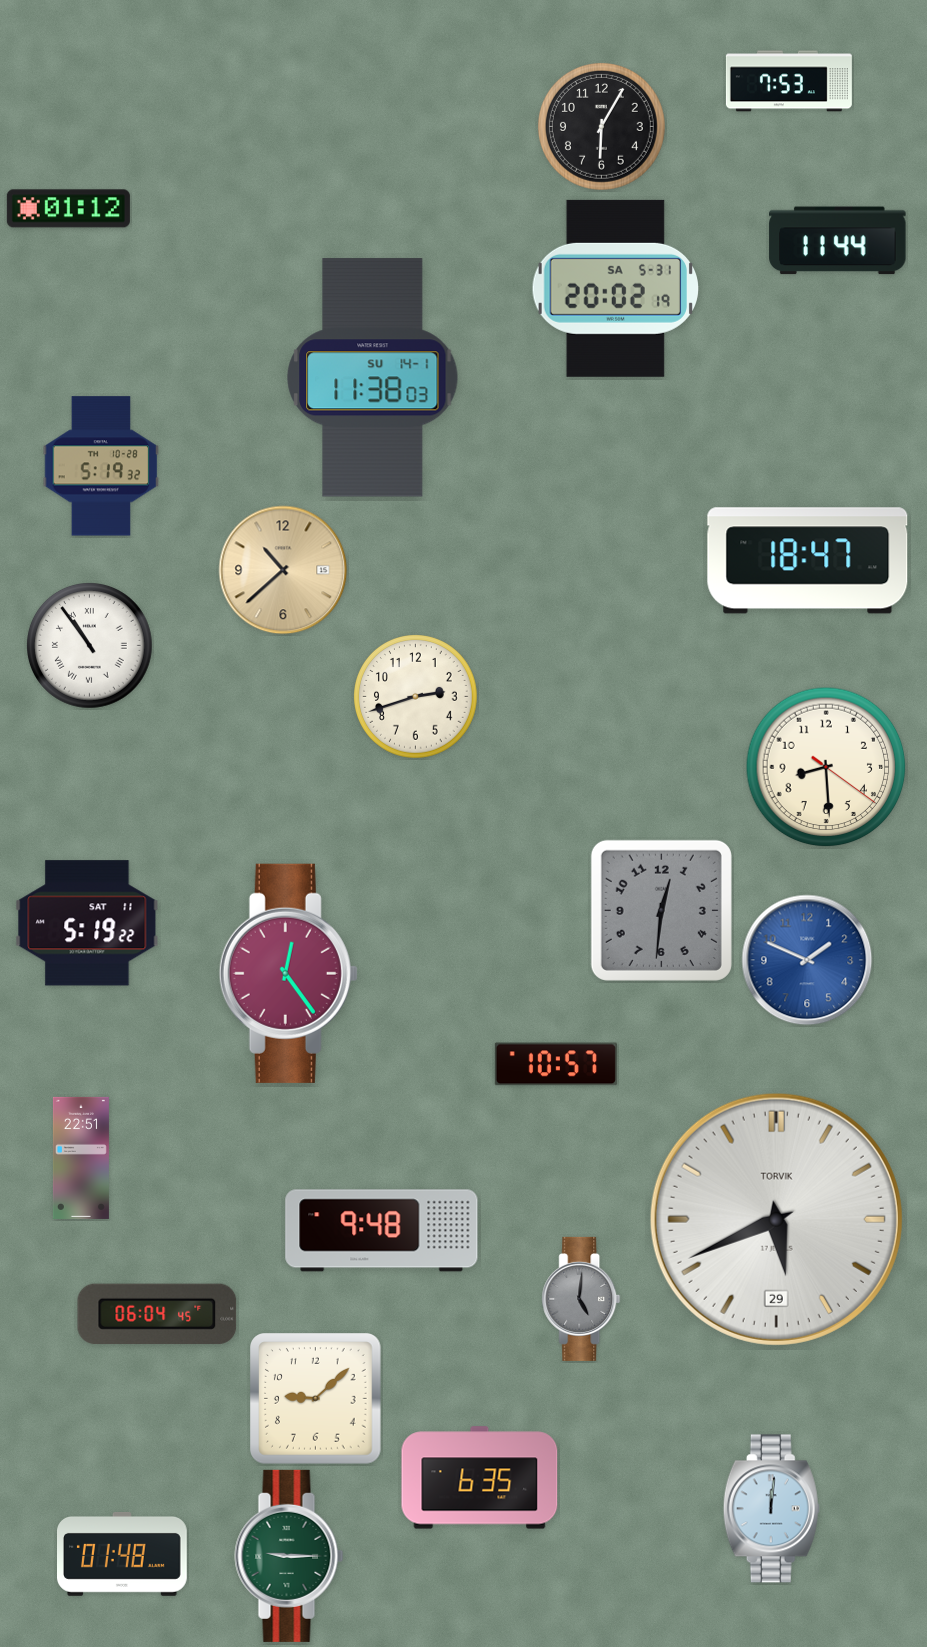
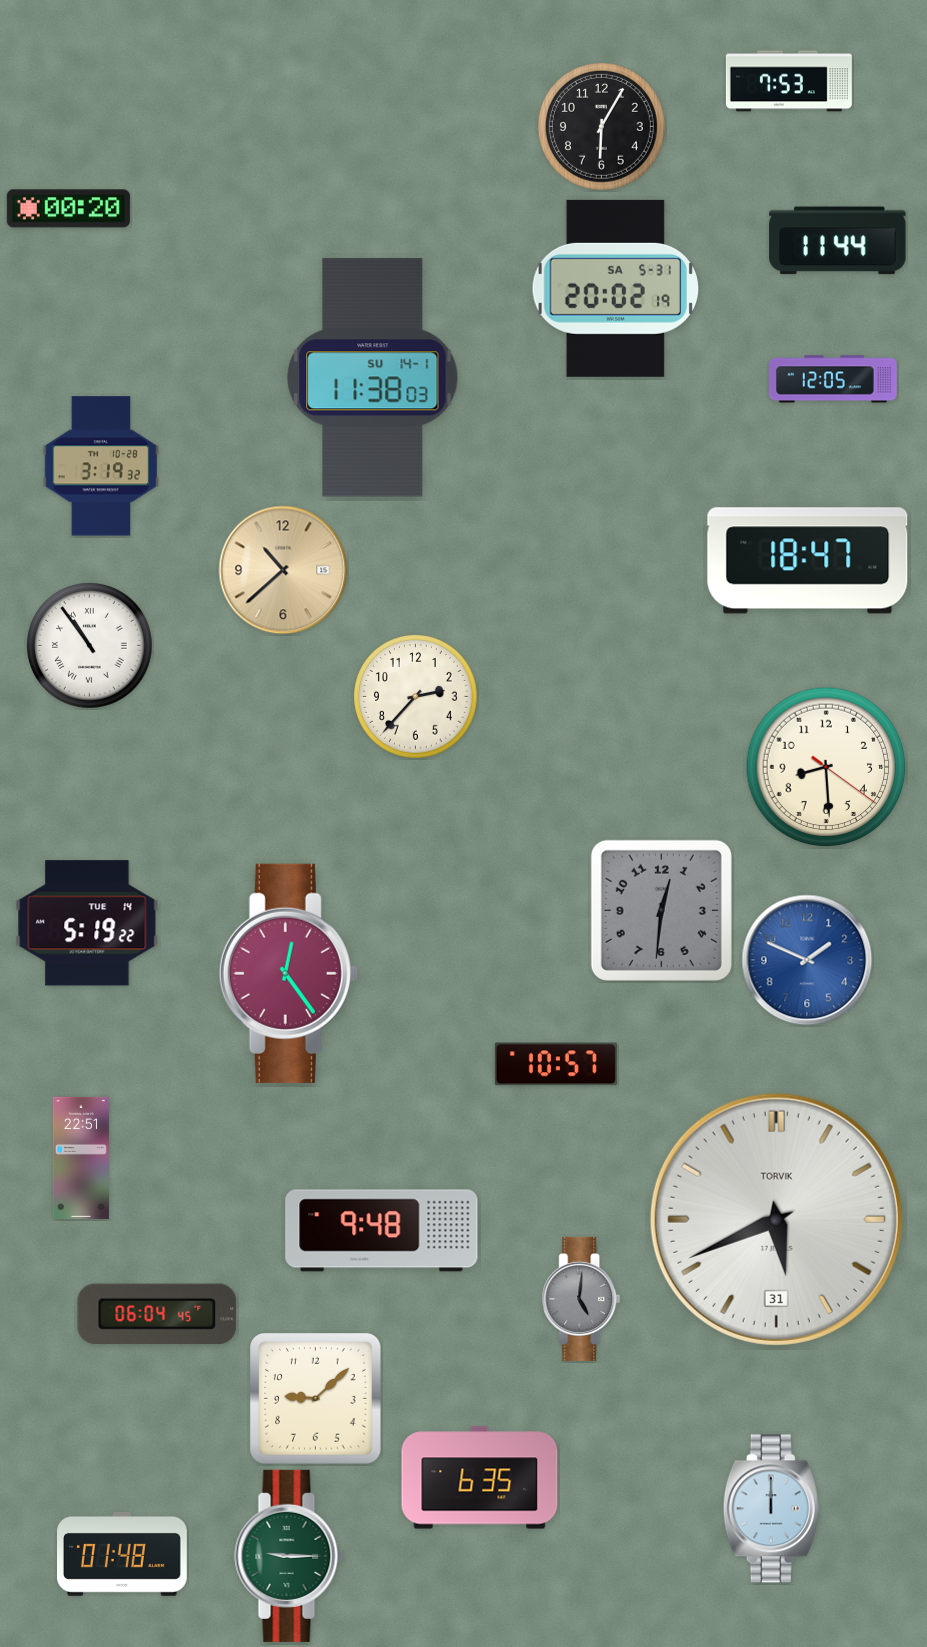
clock at (68, 209): 01:12 -> 00:20
clock at (834, 379): none -> 12:05
clock at (101, 466): 5:19 -> 3:19
clock at (416, 697): 2:42 -> 2:37
clock at (87, 923) date: SAT 11 -> TUE 14
clock at (776, 1219) date: 29 -> 31
clock at (771, 1509): 12:01 -> 12:00
